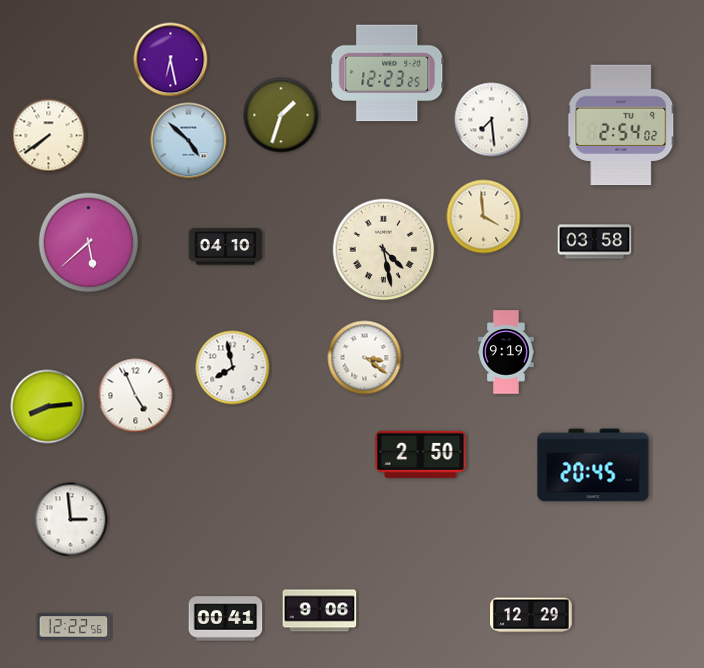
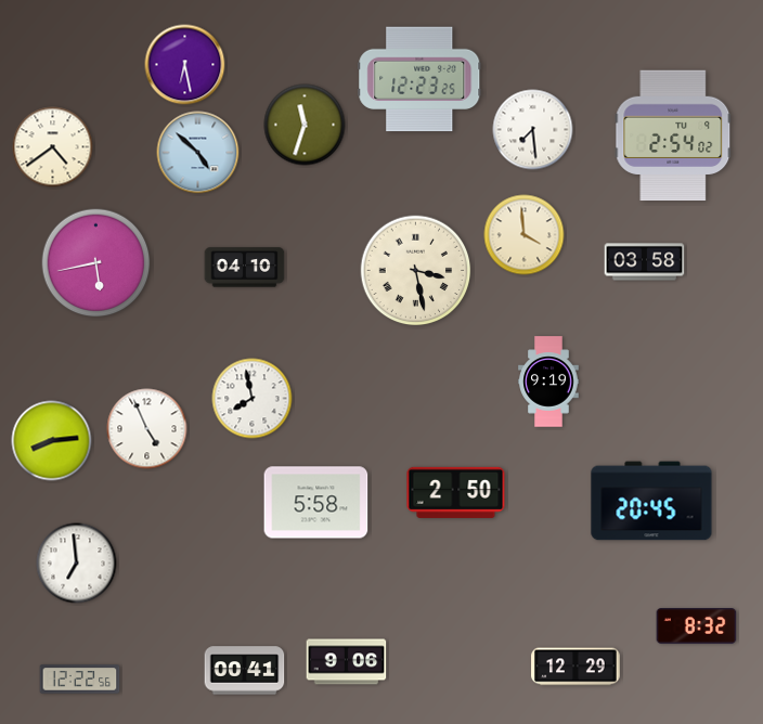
clock at (281, 115): 1:33 -> 11:33
clock at (49, 136): 7:39 -> 4:39
clock at (189, 141) position: (189, 141) -> (198, 153)
clock at (89, 243): 5:38 -> 5:43
clock at (384, 250): 4:28 -> 3:28
clock at (365, 358): 3:21 -> none
clock at (316, 503): none -> 5:58
clock at (593, 465) position: (593, 465) -> (651, 501)
clock at (71, 520): 2:59 -> 6:59
clock at (697, 626): none -> 8:32
